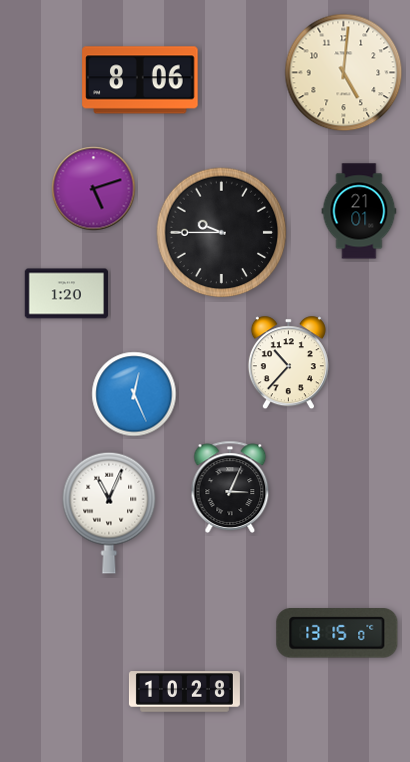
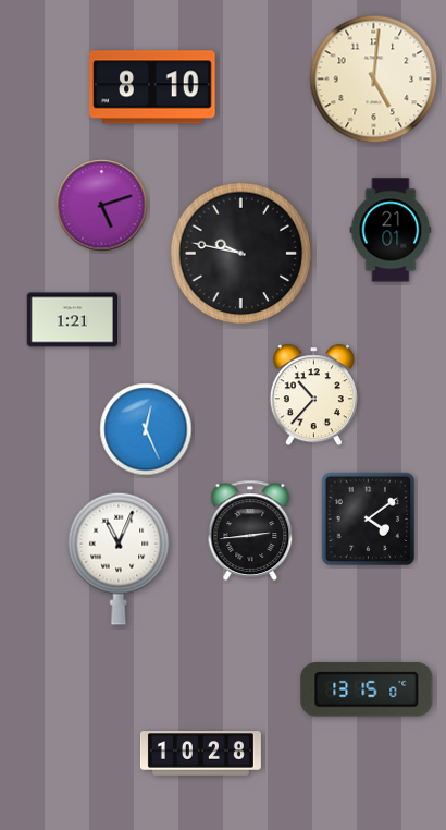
clock at (140, 80): 8:06 -> 8:10
clock at (222, 233): 9:45 -> 9:47
clock at (66, 294): 1:20 -> 1:21
clock at (369, 520): none -> 4:09
clock at (230, 487): 3:04 -> 2:44
